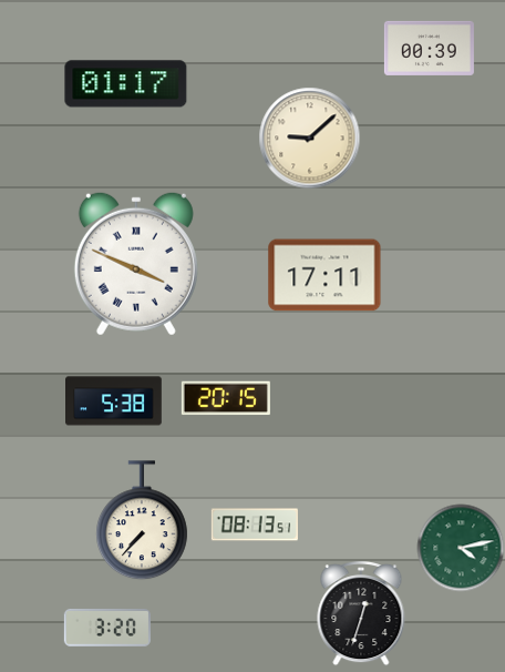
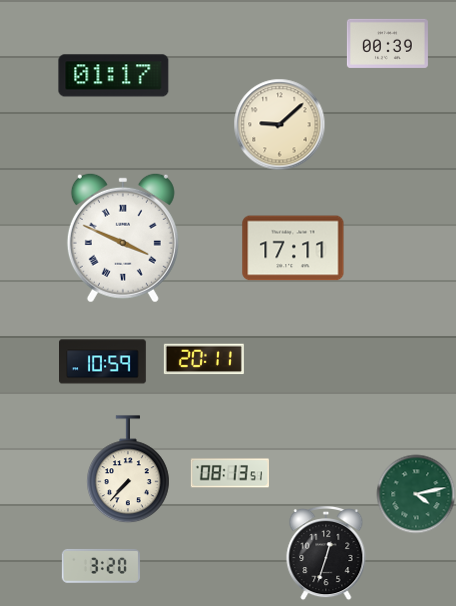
clock at (226, 398): 20:15 -> 20:11
clock at (114, 401): 5:38 -> 10:59
clock at (107, 628) position: (107, 628) -> (101, 566)
